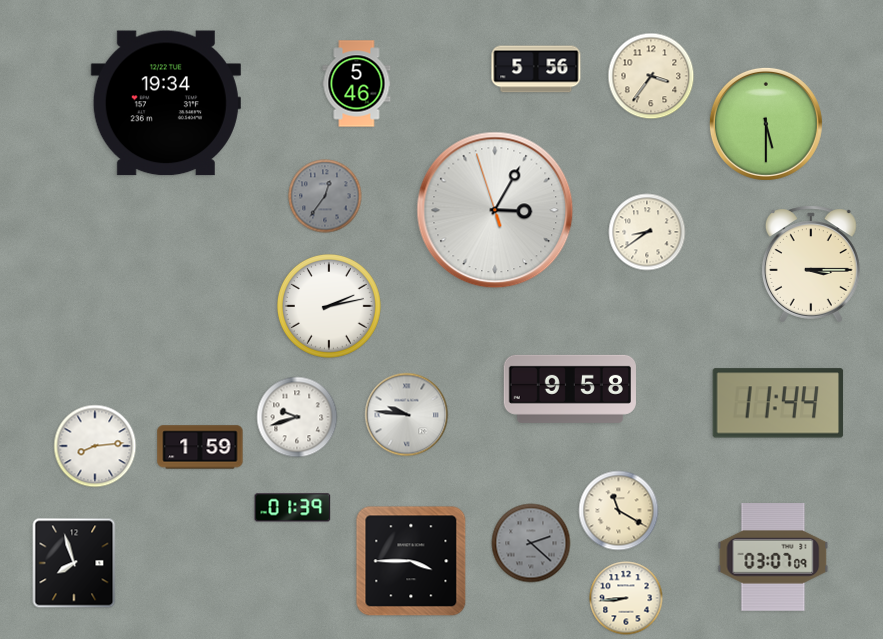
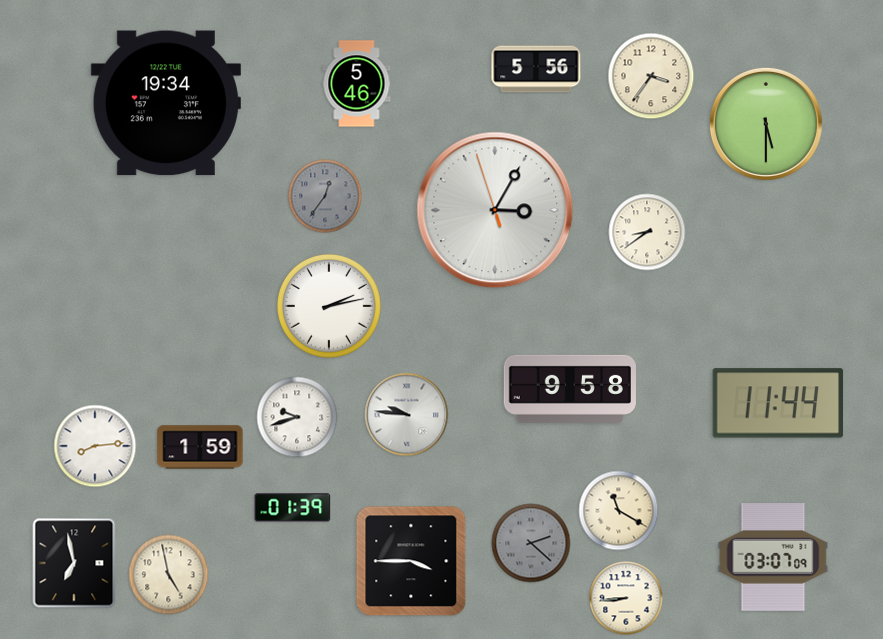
clock at (811, 264): 3:15 -> none
clock at (74, 563): 7:57 -> 6:58
clock at (169, 575): none -> 4:58
